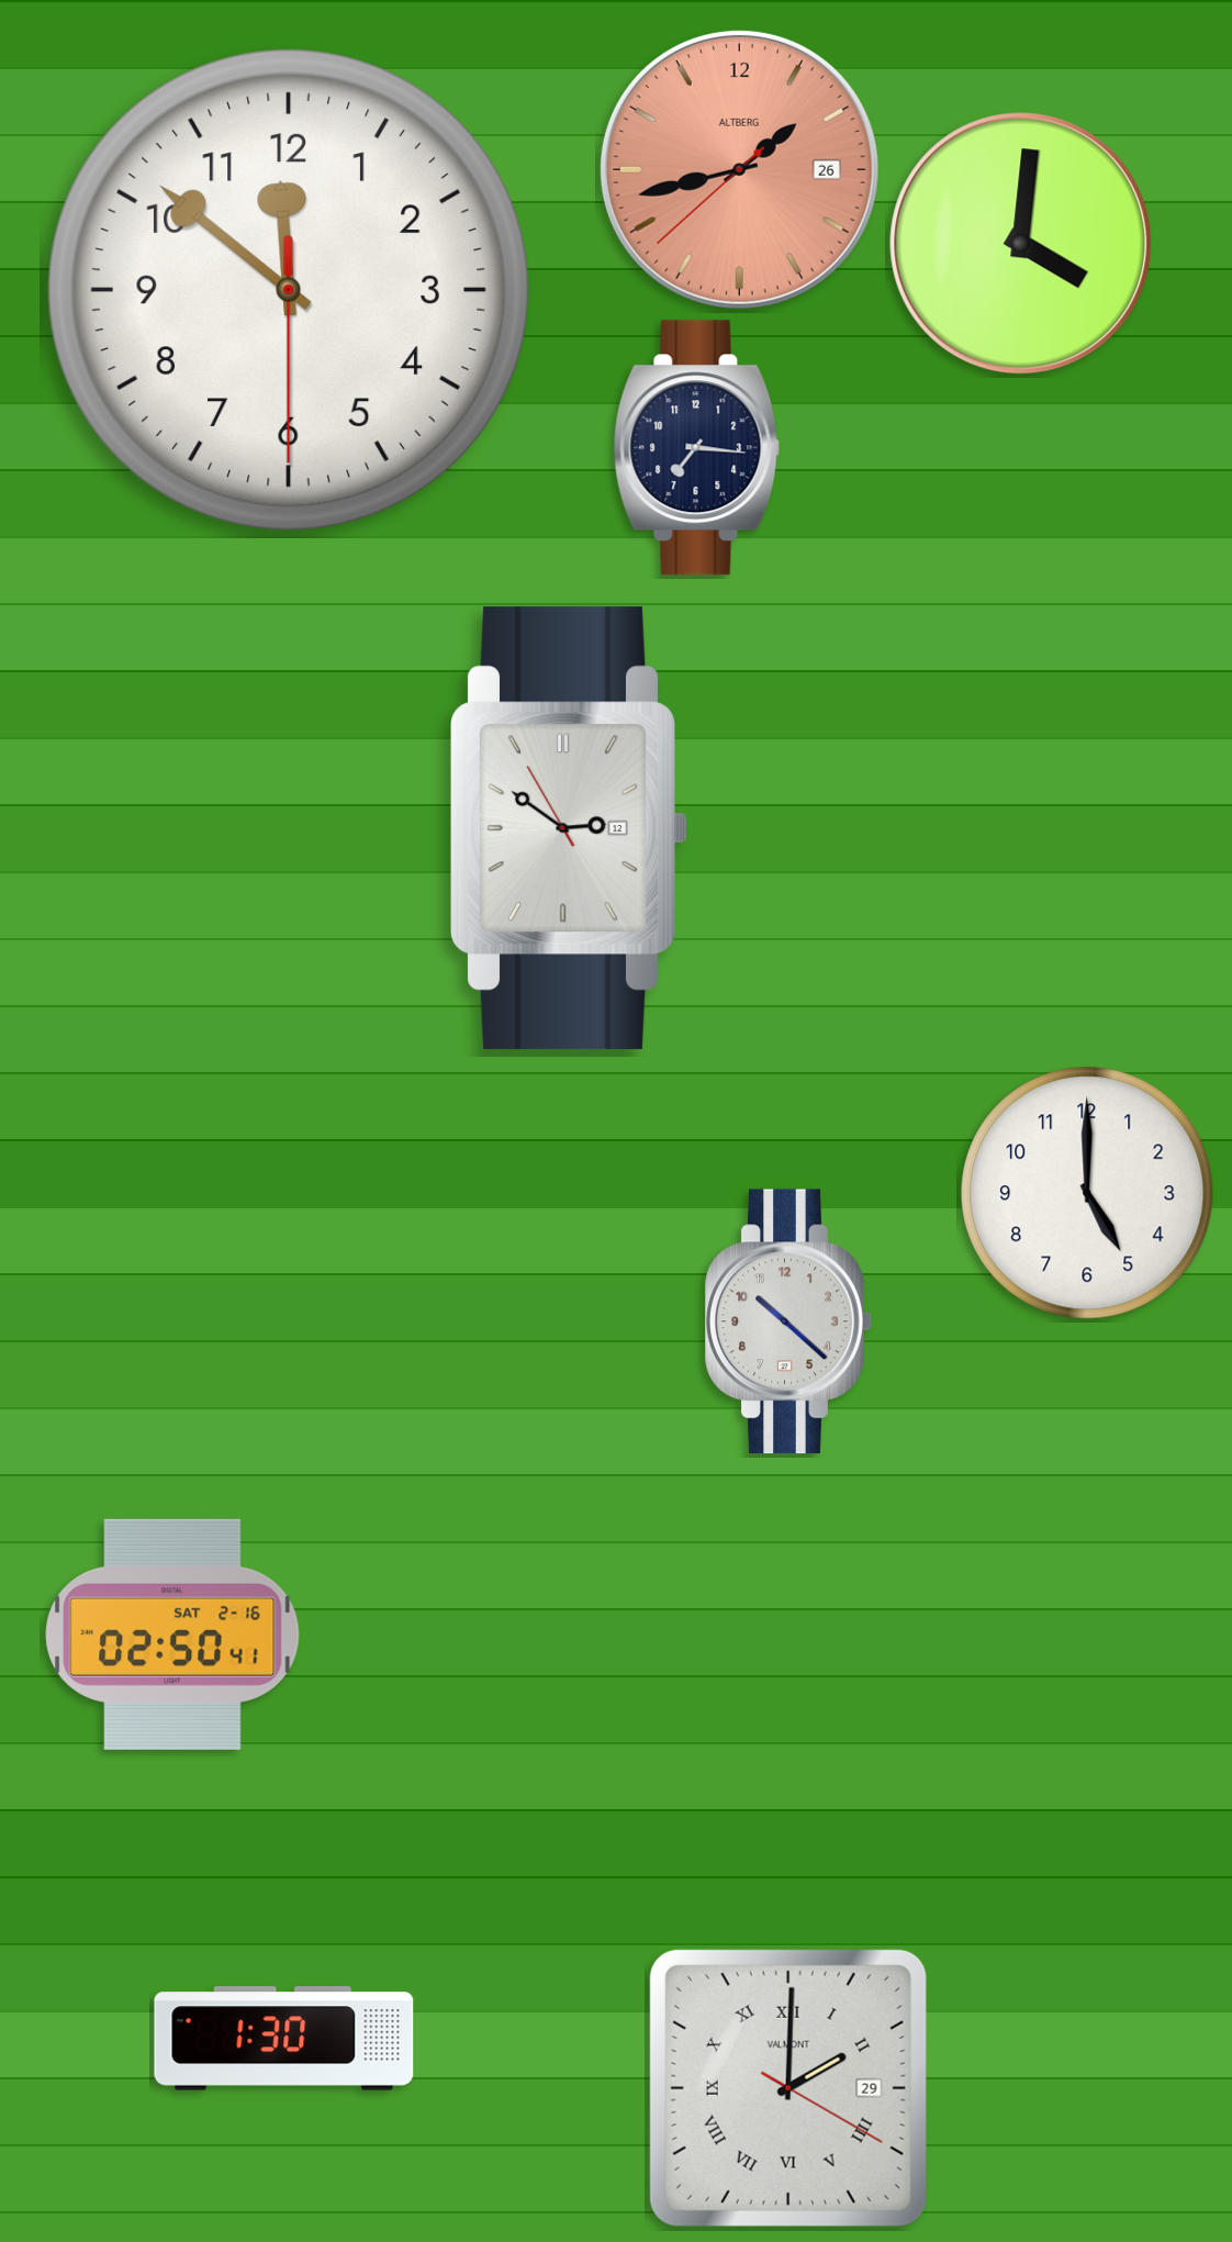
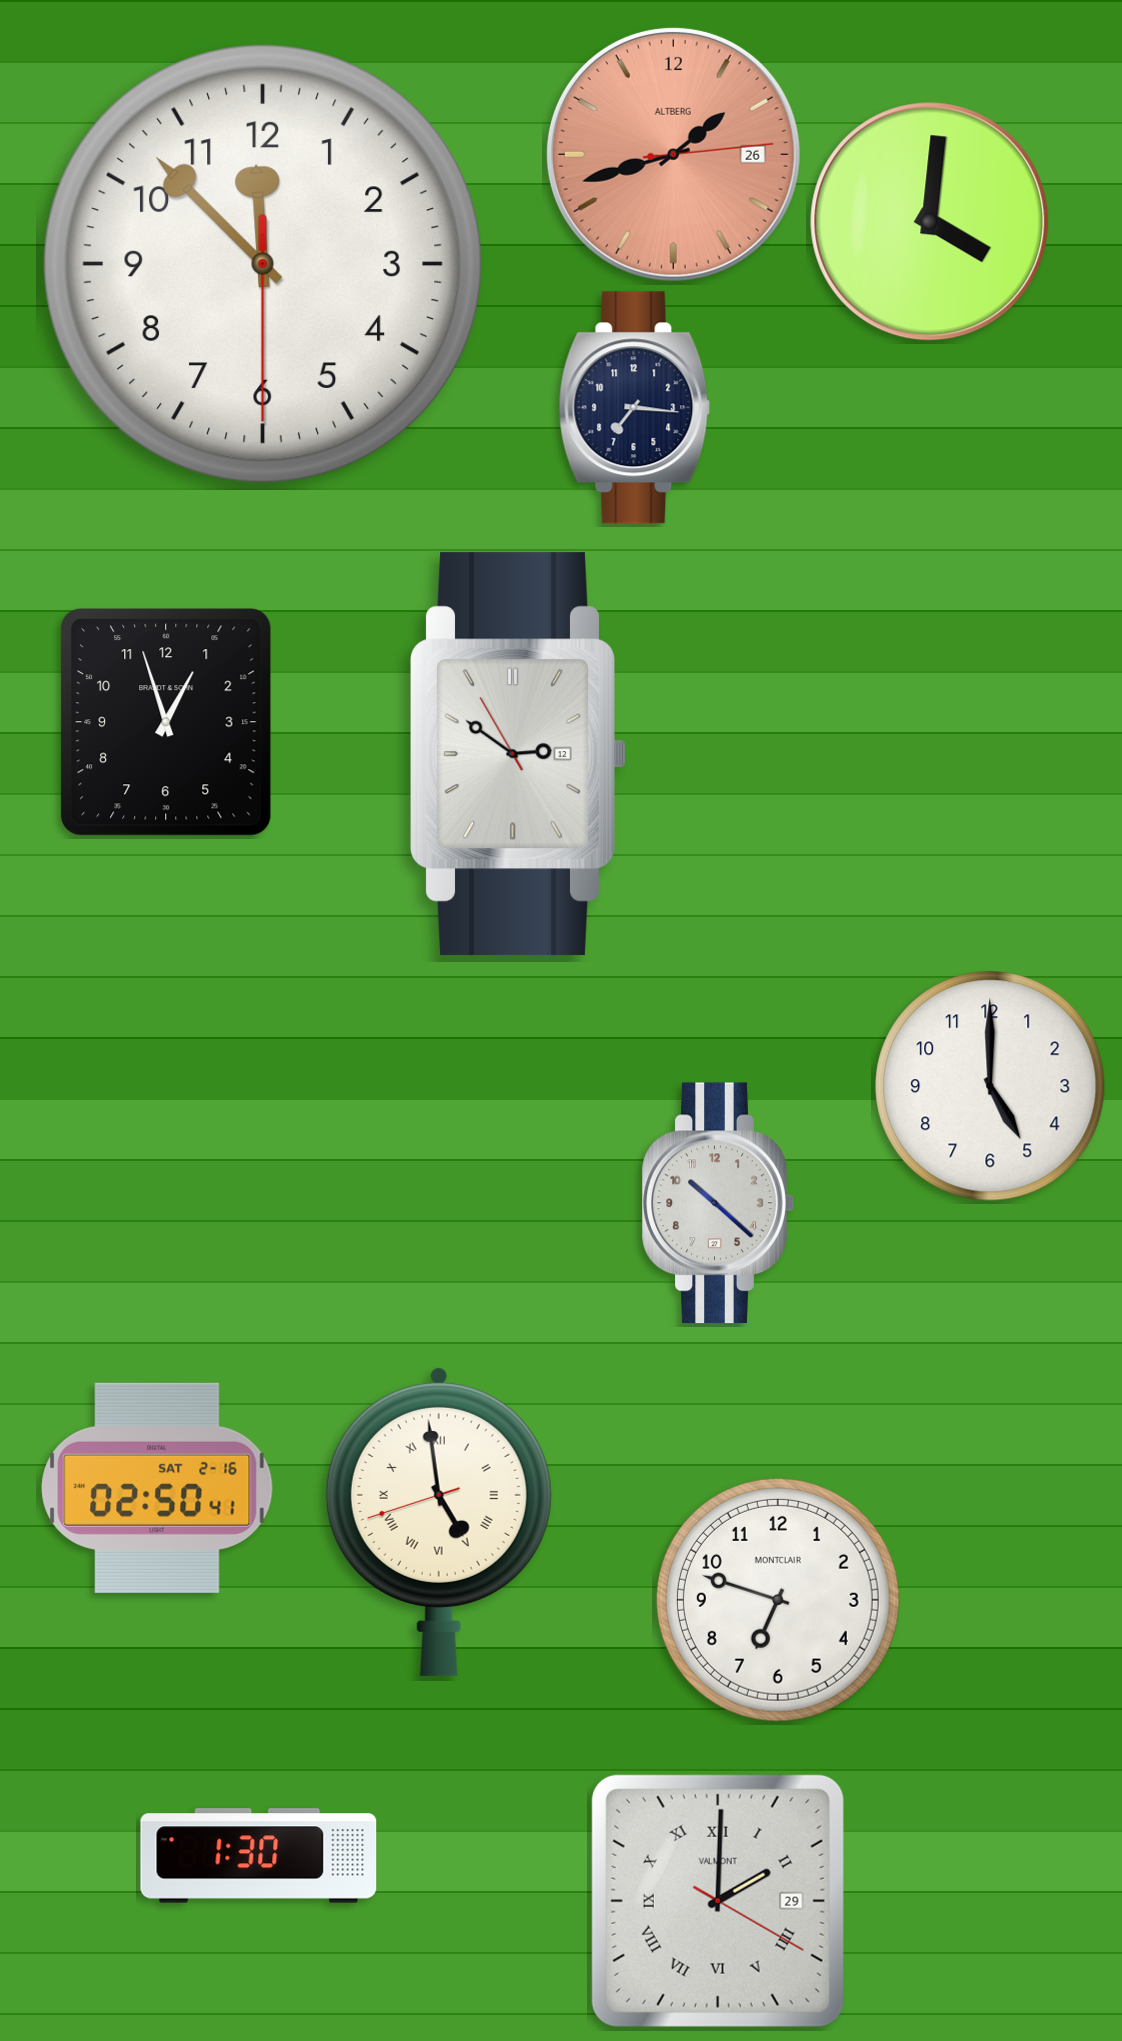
clock at (739, 169): 1:42:38 -> 1:42:14
clock at (289, 290): 11:51 -> 11:52
clock at (166, 722): none -> 12:57
clock at (439, 1521): none -> 4:58
clock at (778, 1600): none -> 6:48
